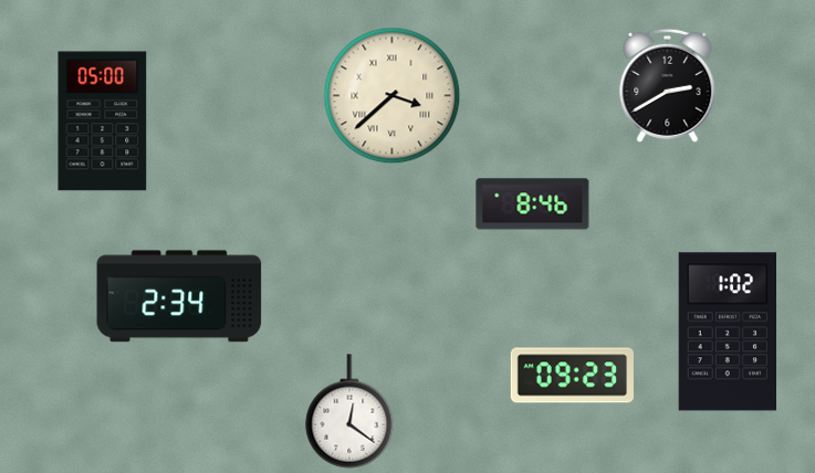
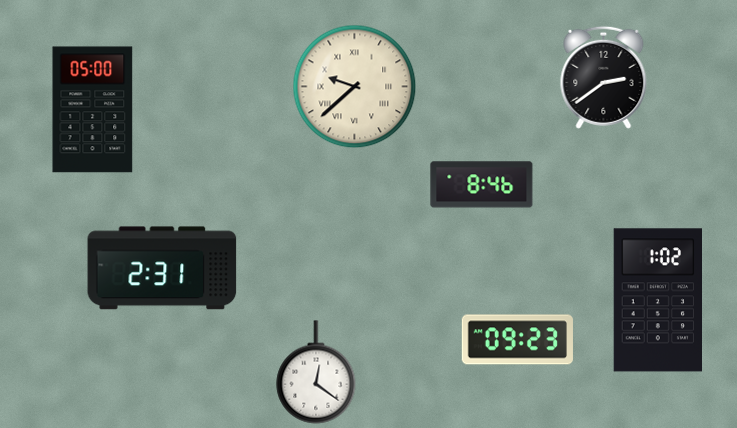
clock at (668, 85): 2:40 -> 2:39
clock at (393, 96): 3:38 -> 9:38
clock at (179, 296): 2:34 -> 2:31
